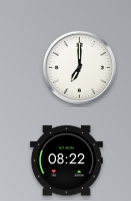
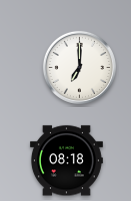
clock at (66, 161): 08:22 -> 08:18
